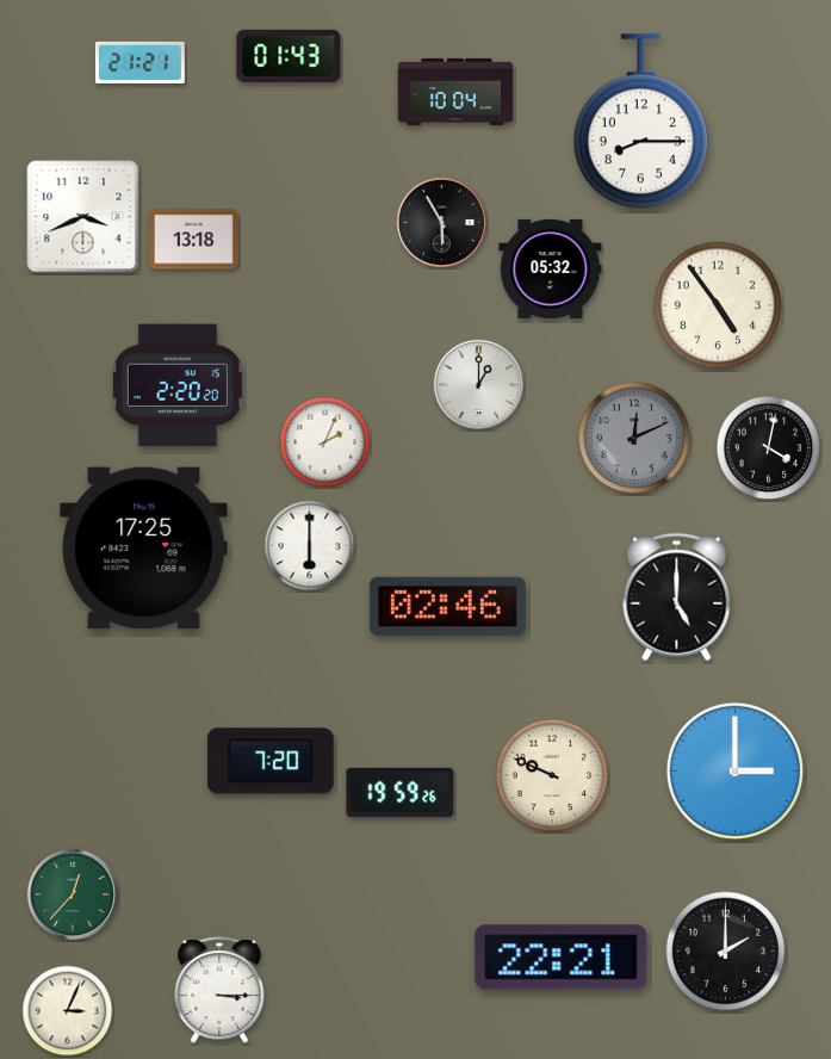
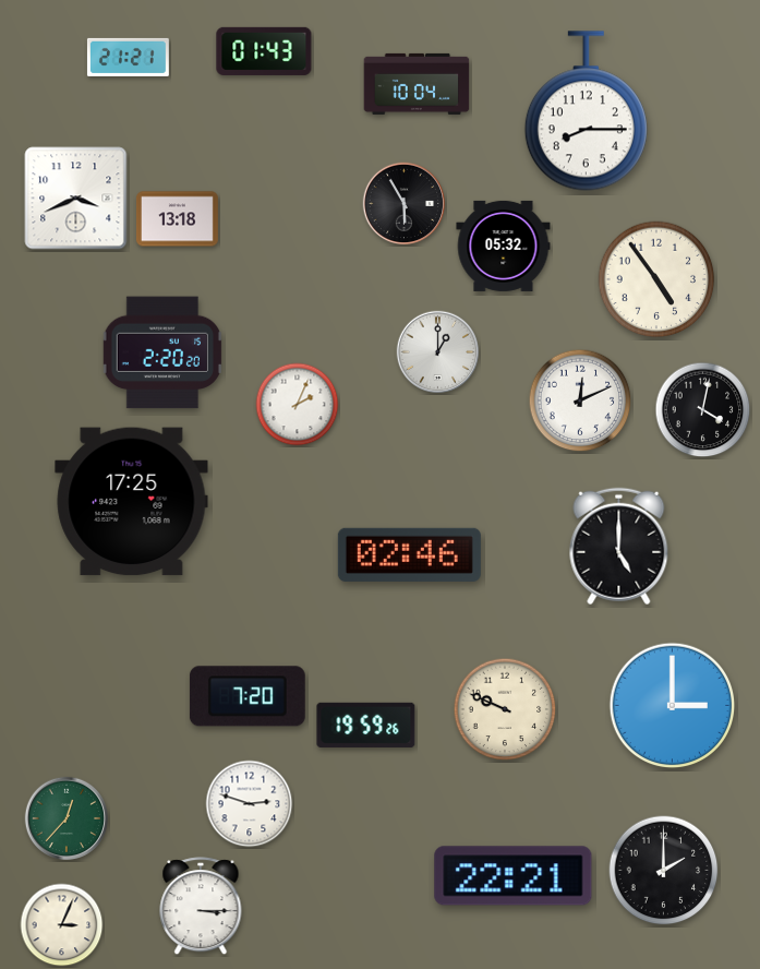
clock at (634, 438) dial: grey -> white
clock at (310, 546): 6:00 -> none
clock at (250, 804): none -> 2:48
